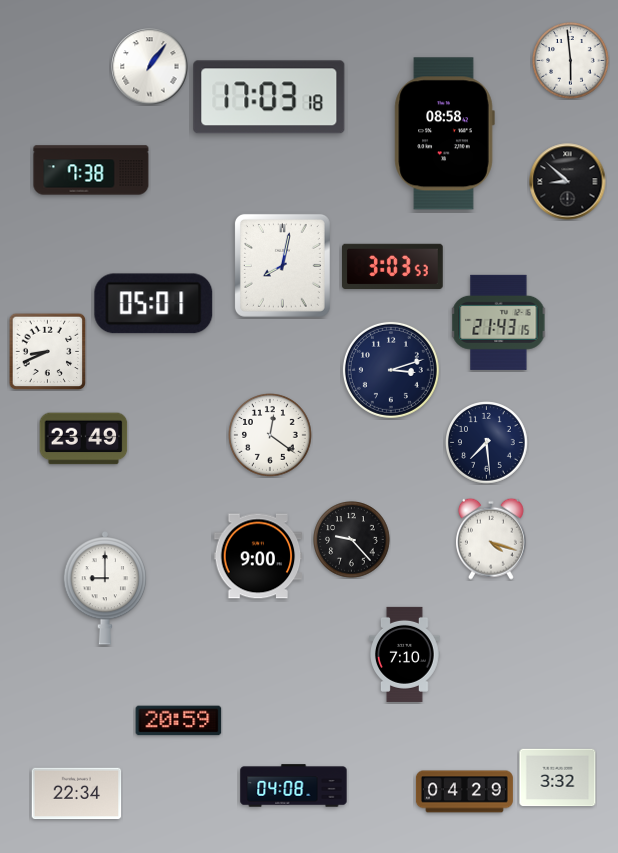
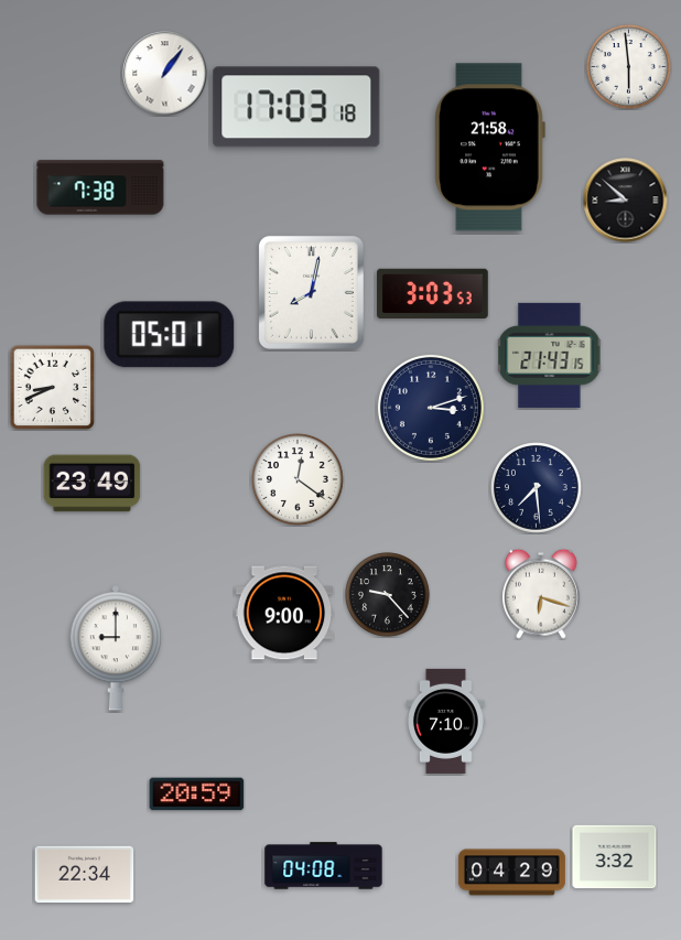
clock at (444, 134): 08:58 -> 21:58
clock at (491, 539): 4:18 -> 6:18
